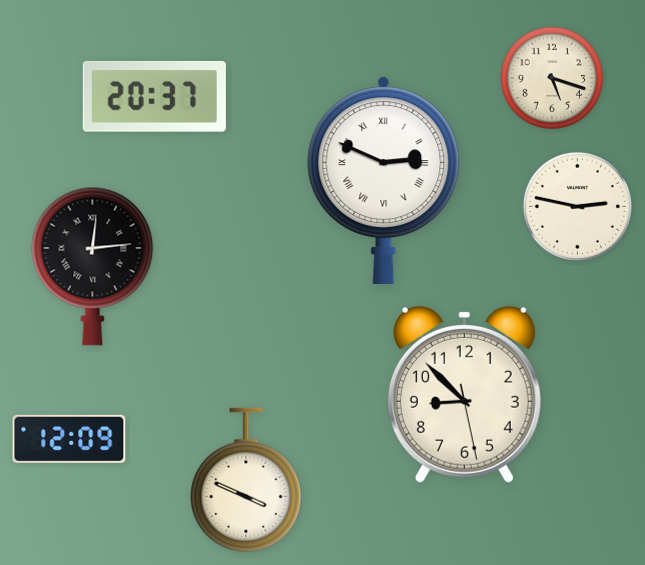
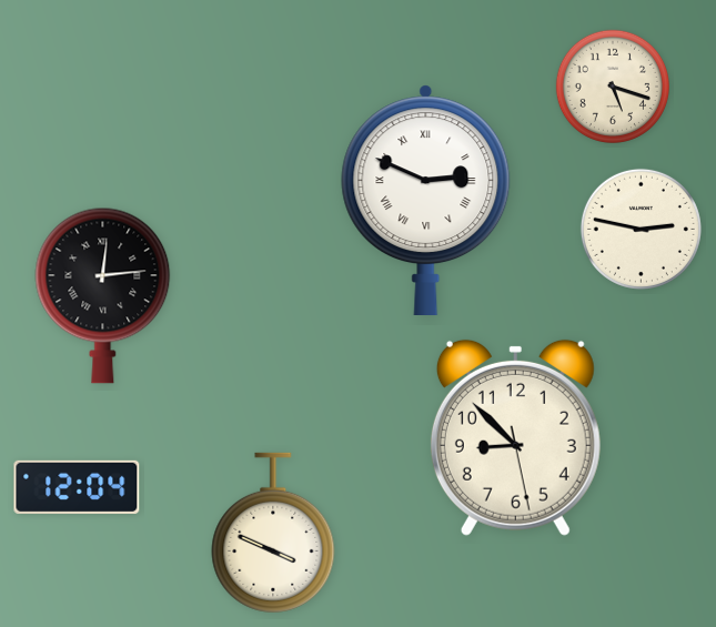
clock at (154, 96): 20:37 -> none
clock at (69, 439): 12:09 -> 12:04
